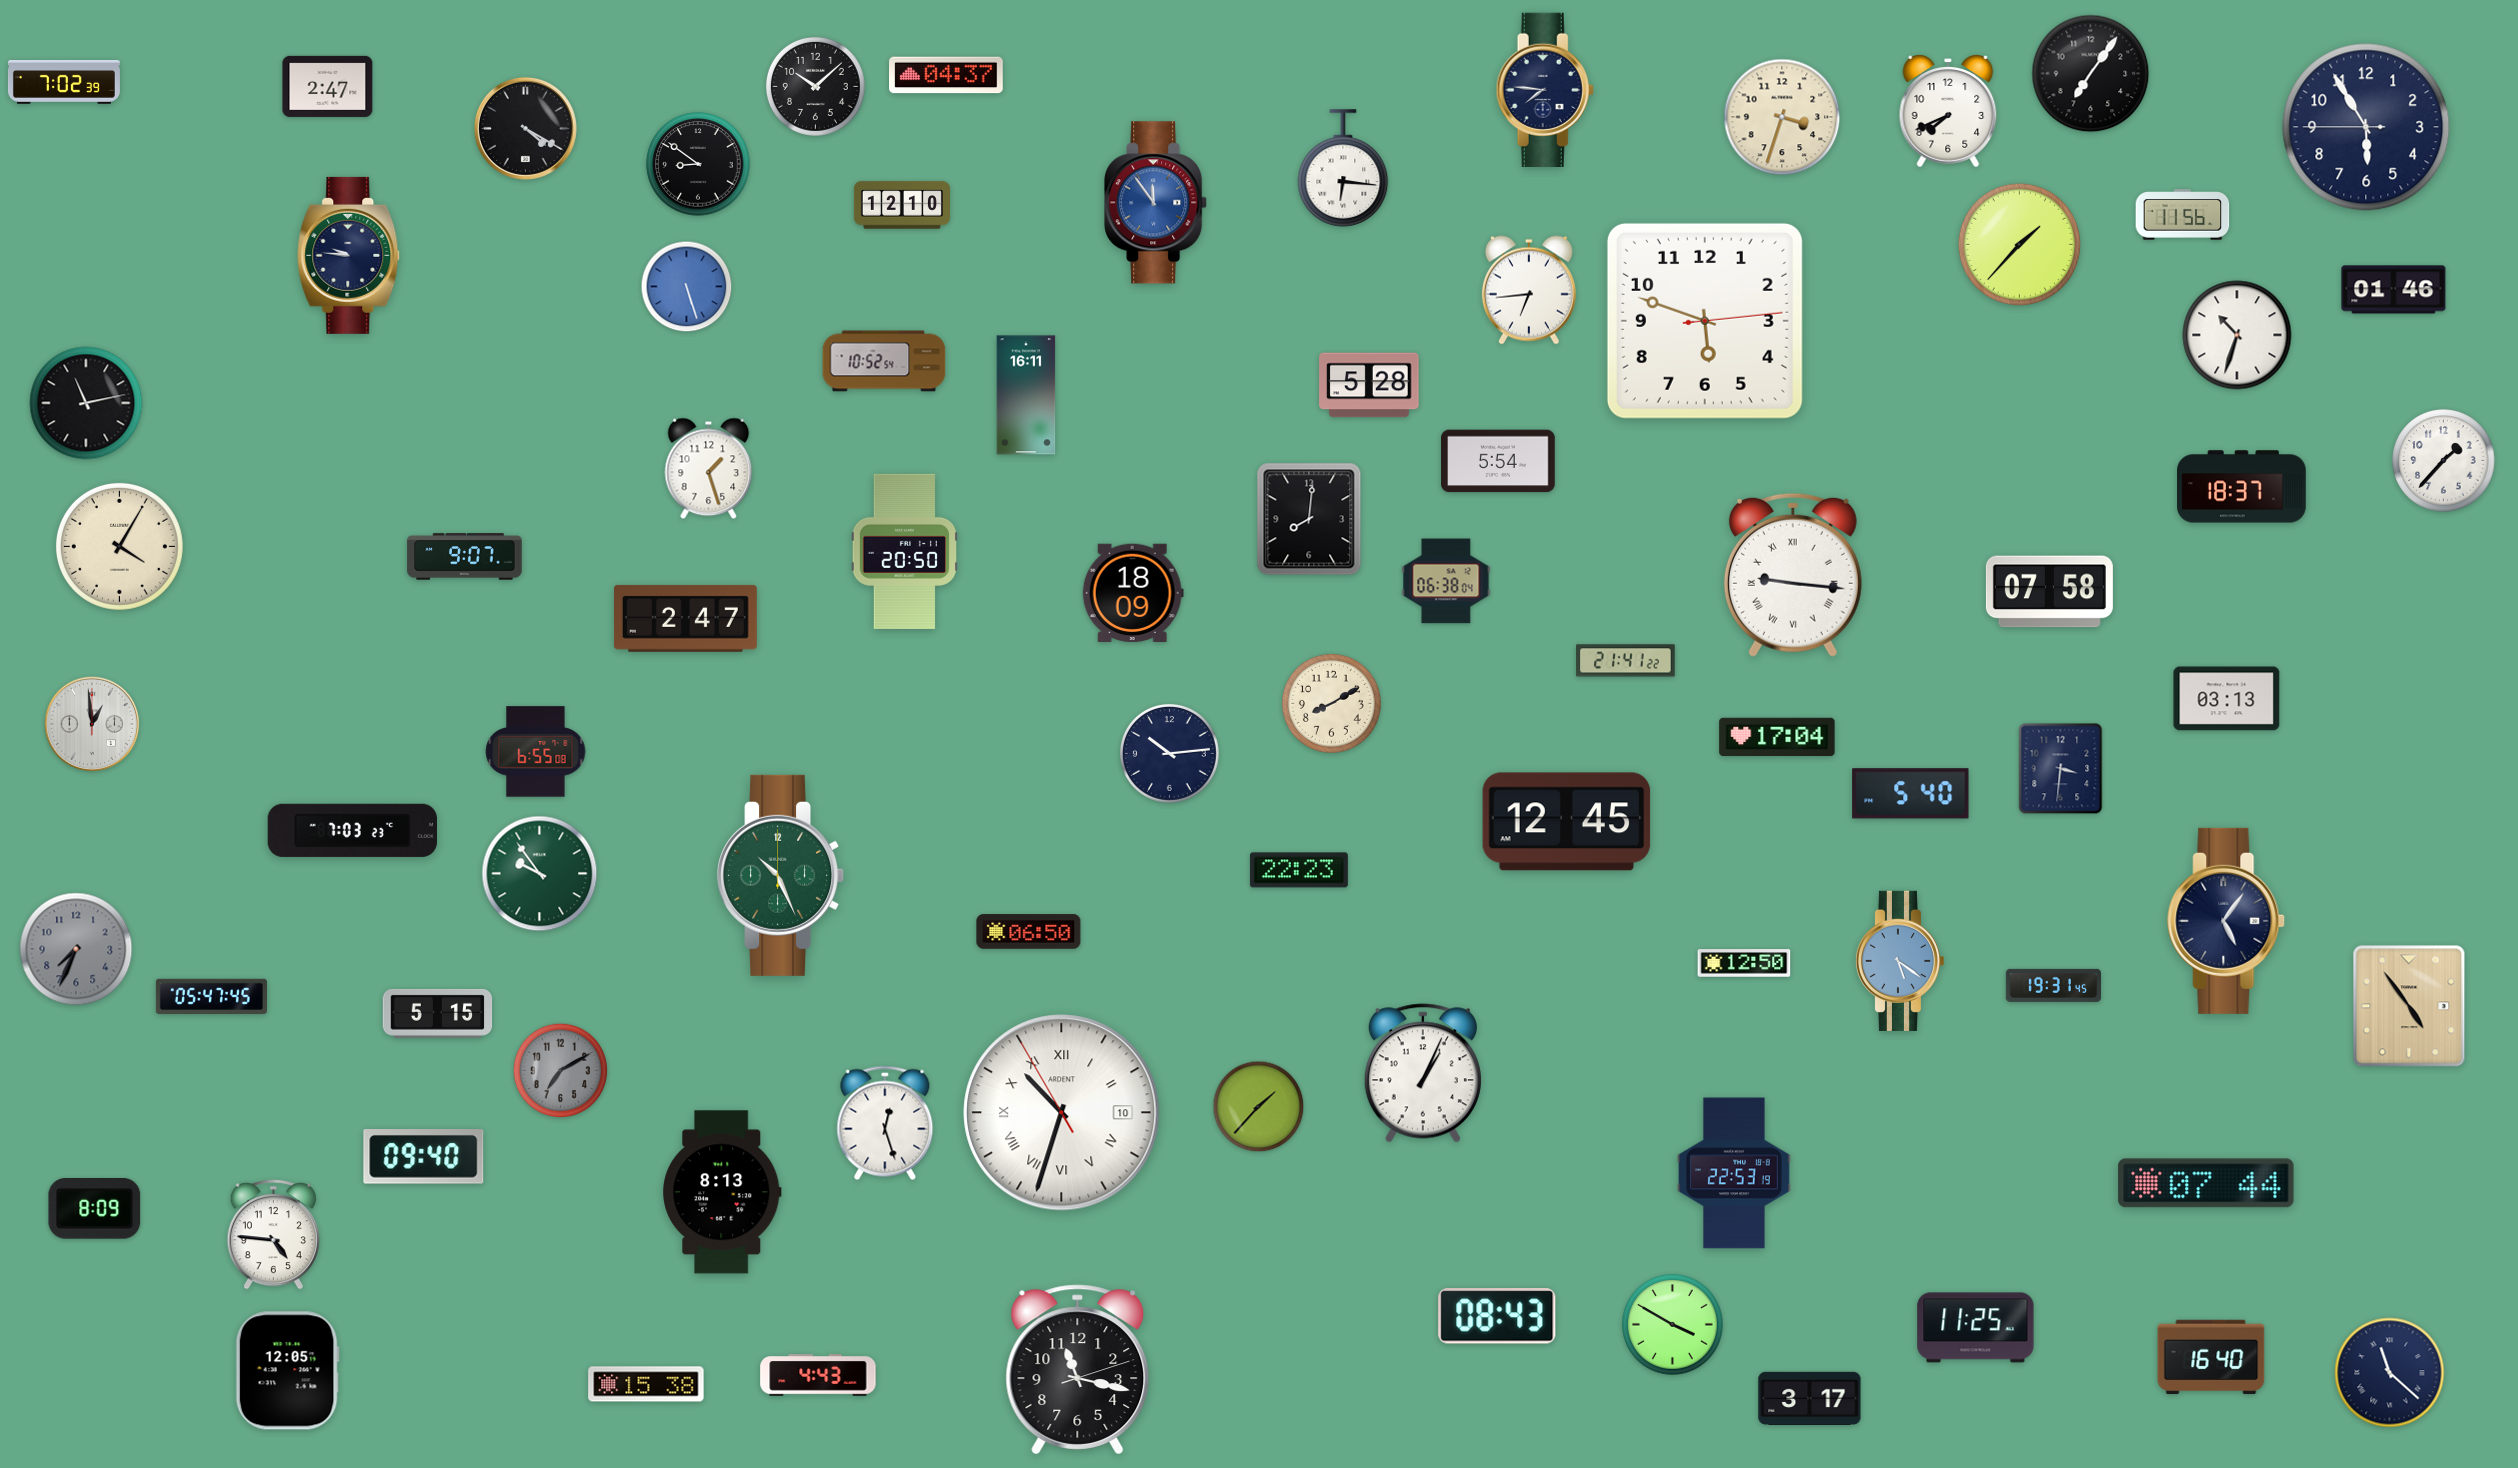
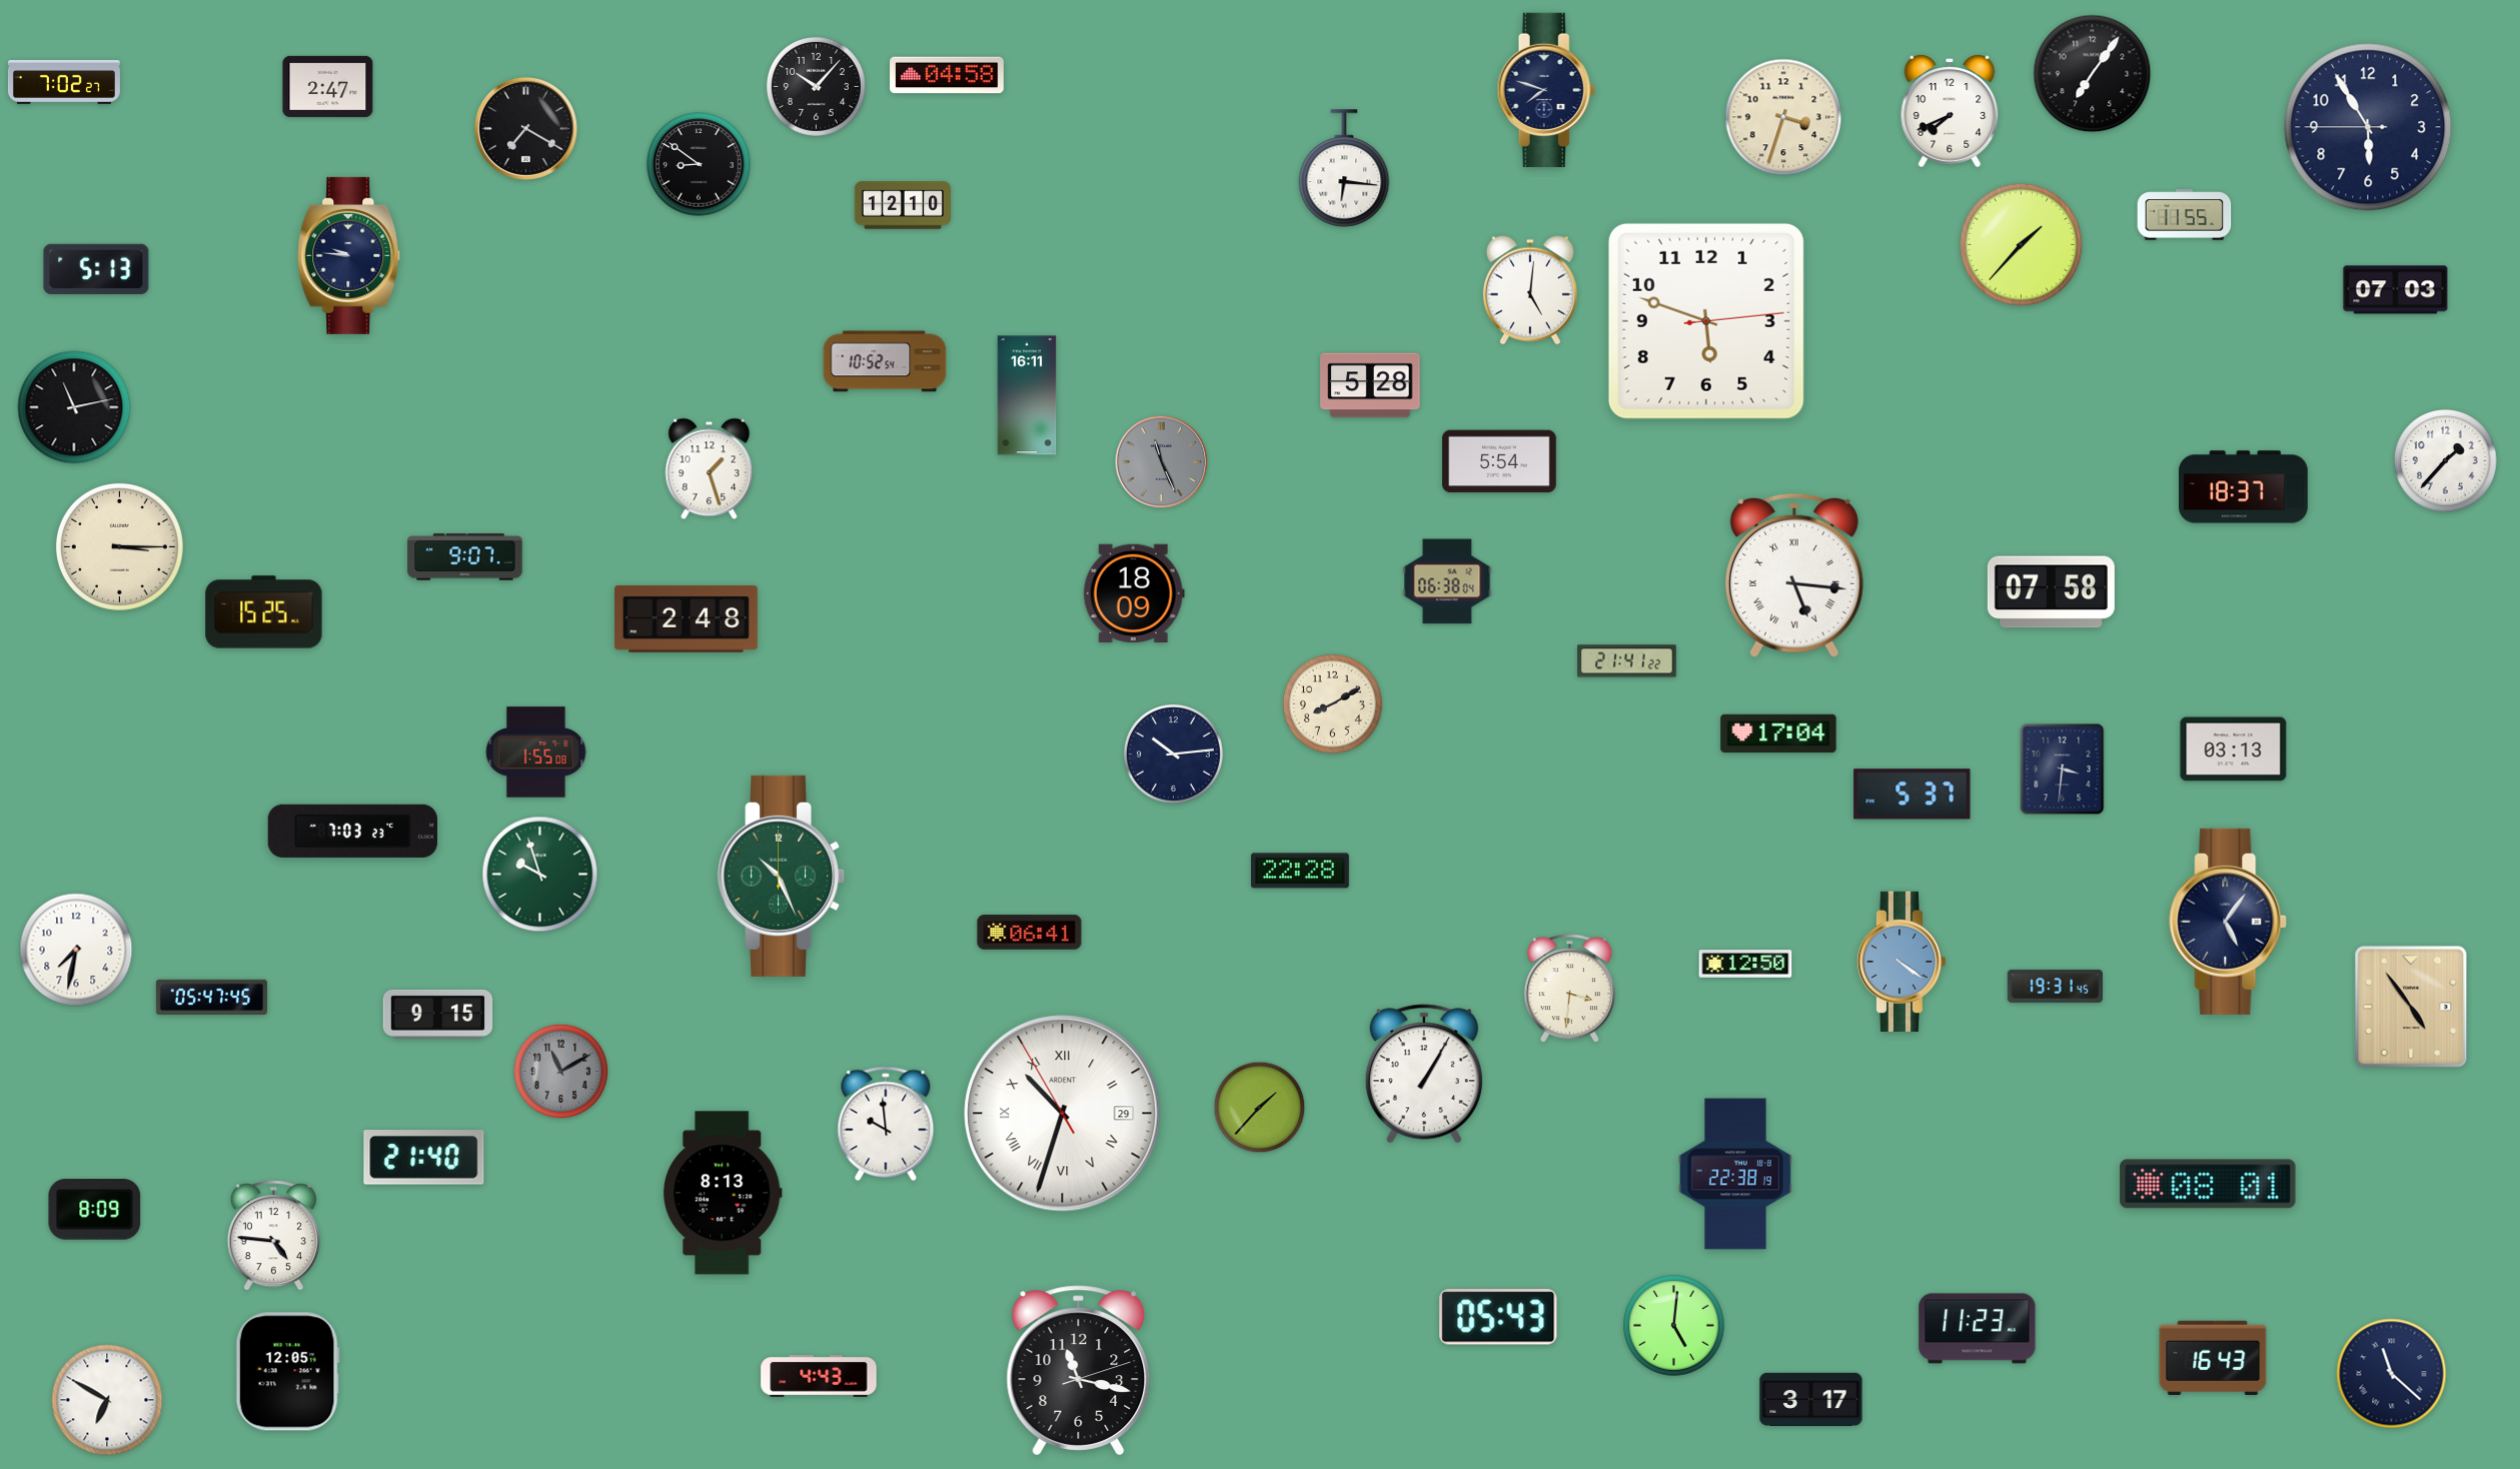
clock at (946, 75): 04:37 -> 04:58
clock at (64, 83): 7:02:39 -> 7:02:27
clock at (815, 86): 10:08 -> 10:07
clock at (1545, 89): 7:46 -> 7:48
clock at (525, 128): 4:20 -> 7:20
clock at (1156, 203): 11:54 -> none
clock at (2183, 215): 11:56 -> 11:55
clock at (96, 268): none -> 5:13
clock at (687, 287): 5:27 -> none
clock at (1529, 290): 6:44 -> 5:01
clock at (2394, 290): 01:46 -> 07:03
clock at (2237, 335): 10:33 -> none
clock at (86, 403) position: (86, 403) -> (74, 407)
clock at (1162, 462): none -> 11:26
clock at (1309, 519): 8:01 -> none
clock at (119, 546): 4:05 -> 3:15
clock at (905, 551): 20:50 -> none
clock at (1793, 575): 9:16 -> 5:16
clock at (264, 612): none -> 15:25
clock at (685, 618): 2:47 -> 2:48
clock at (2227, 699) position: (2227, 699) -> (2234, 750)
clock at (92, 724): 12:59 -> none
clock at (1777, 737) position: (1777, 737) -> (1778, 733)
clock at (536, 752): 6:55 -> 1:55
clock at (1169, 753) position: (1169, 753) -> (1173, 754)
clock at (1911, 794): 5:40 -> 5:37
clock at (1567, 822): 12:45 -> none
clock at (1299, 870): 22:23 -> 22:28
clock at (540, 874): 9:54 -> 9:57
clock at (1029, 932): 06:50 -> 06:41
clock at (76, 949): 7:34 -> 7:32
clock at (76, 949) dial: grey -> white
clock at (1899, 961): 5:21 -> 4:21
clock at (1569, 989): none -> 3:31
clock at (438, 1013): 5:15 -> 9:15
clock at (561, 1071): 7:10 -> 11:10
clock at (1423, 1073): 1:04 -> 1:05
clock at (1062, 1113) date: 10 -> 29
clock at (885, 1123): 12:27 -> 9:59
clock at (424, 1157): 09:40 -> 21:40
clock at (1734, 1173): 22:53 -> 22:38
clock at (2206, 1183): 07:44 -> 08:01
clock at (1497, 1316): 08:43 -> 05:43
clock at (1673, 1325): 3:50 -> 5:01
clock at (1976, 1328): 11:25 -> 11:23
clock at (2211, 1357): 16:40 -> 16:43
clock at (646, 1384): 15:38 -> none
clock at (107, 1400): none -> 6:50
